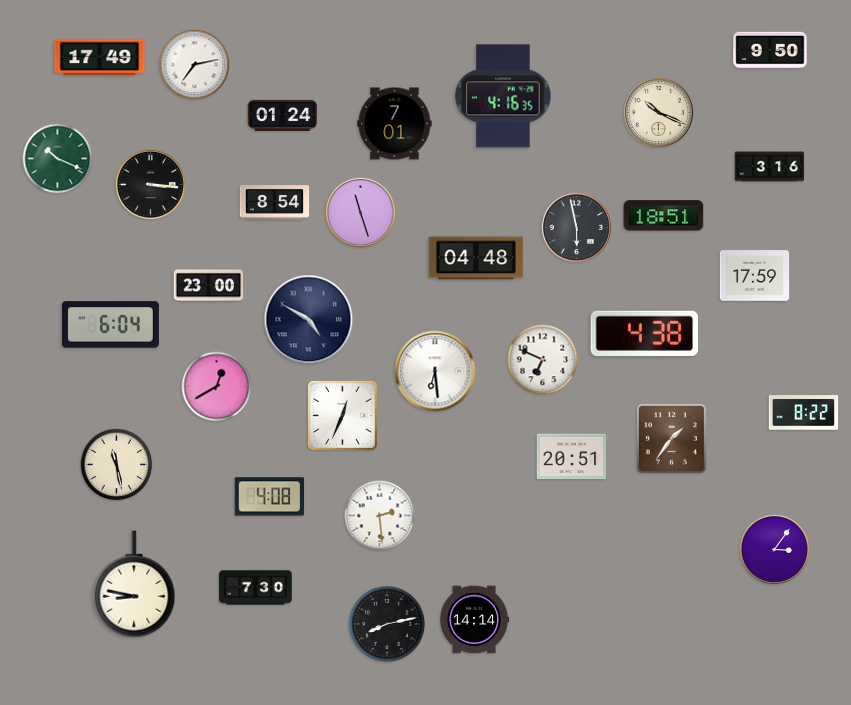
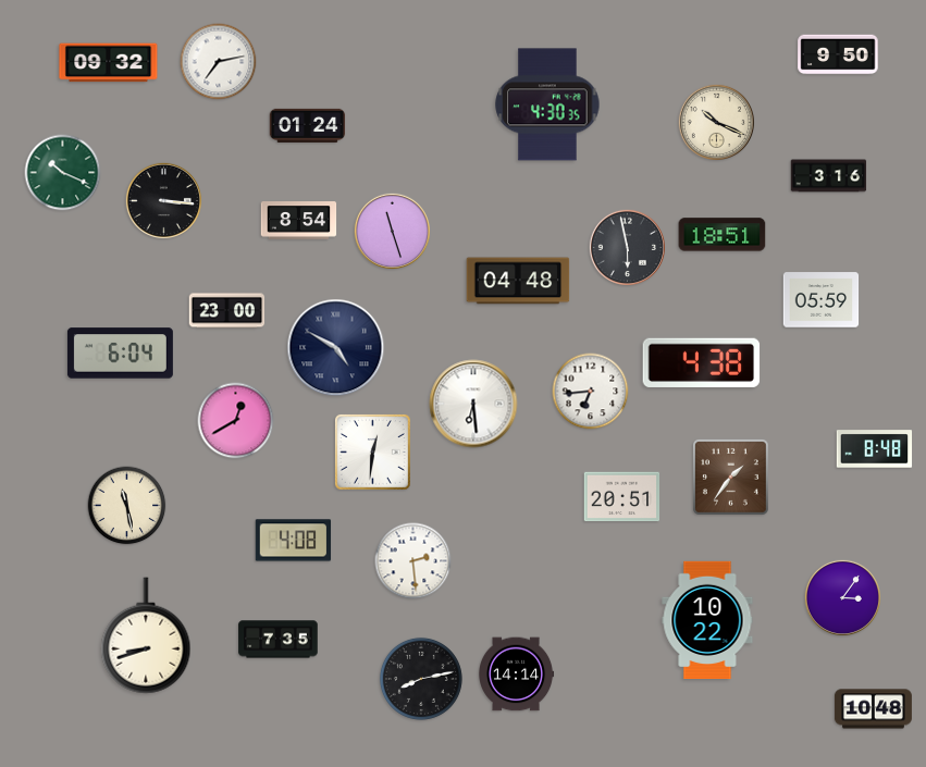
clock at (100, 58): 17:49 -> 09:32
clock at (195, 65) position: (195, 65) -> (219, 62)
clock at (503, 96): 4:16 -> 4:30
clock at (395, 124): 7:01 -> none
clock at (770, 167) position: (770, 167) -> (829, 176)
clock at (755, 276): 17:59 -> 05:59
clock at (543, 360): 6:49 -> 6:44
clock at (804, 413): 8:22 -> 8:48
clock at (343, 416): 12:34 -> 12:31
clock at (707, 619): none -> 10:22
clock at (134, 584): 8:47 -> 8:42
clock at (256, 588): 7:30 -> 7:35
clock at (873, 709): none -> 10:48
